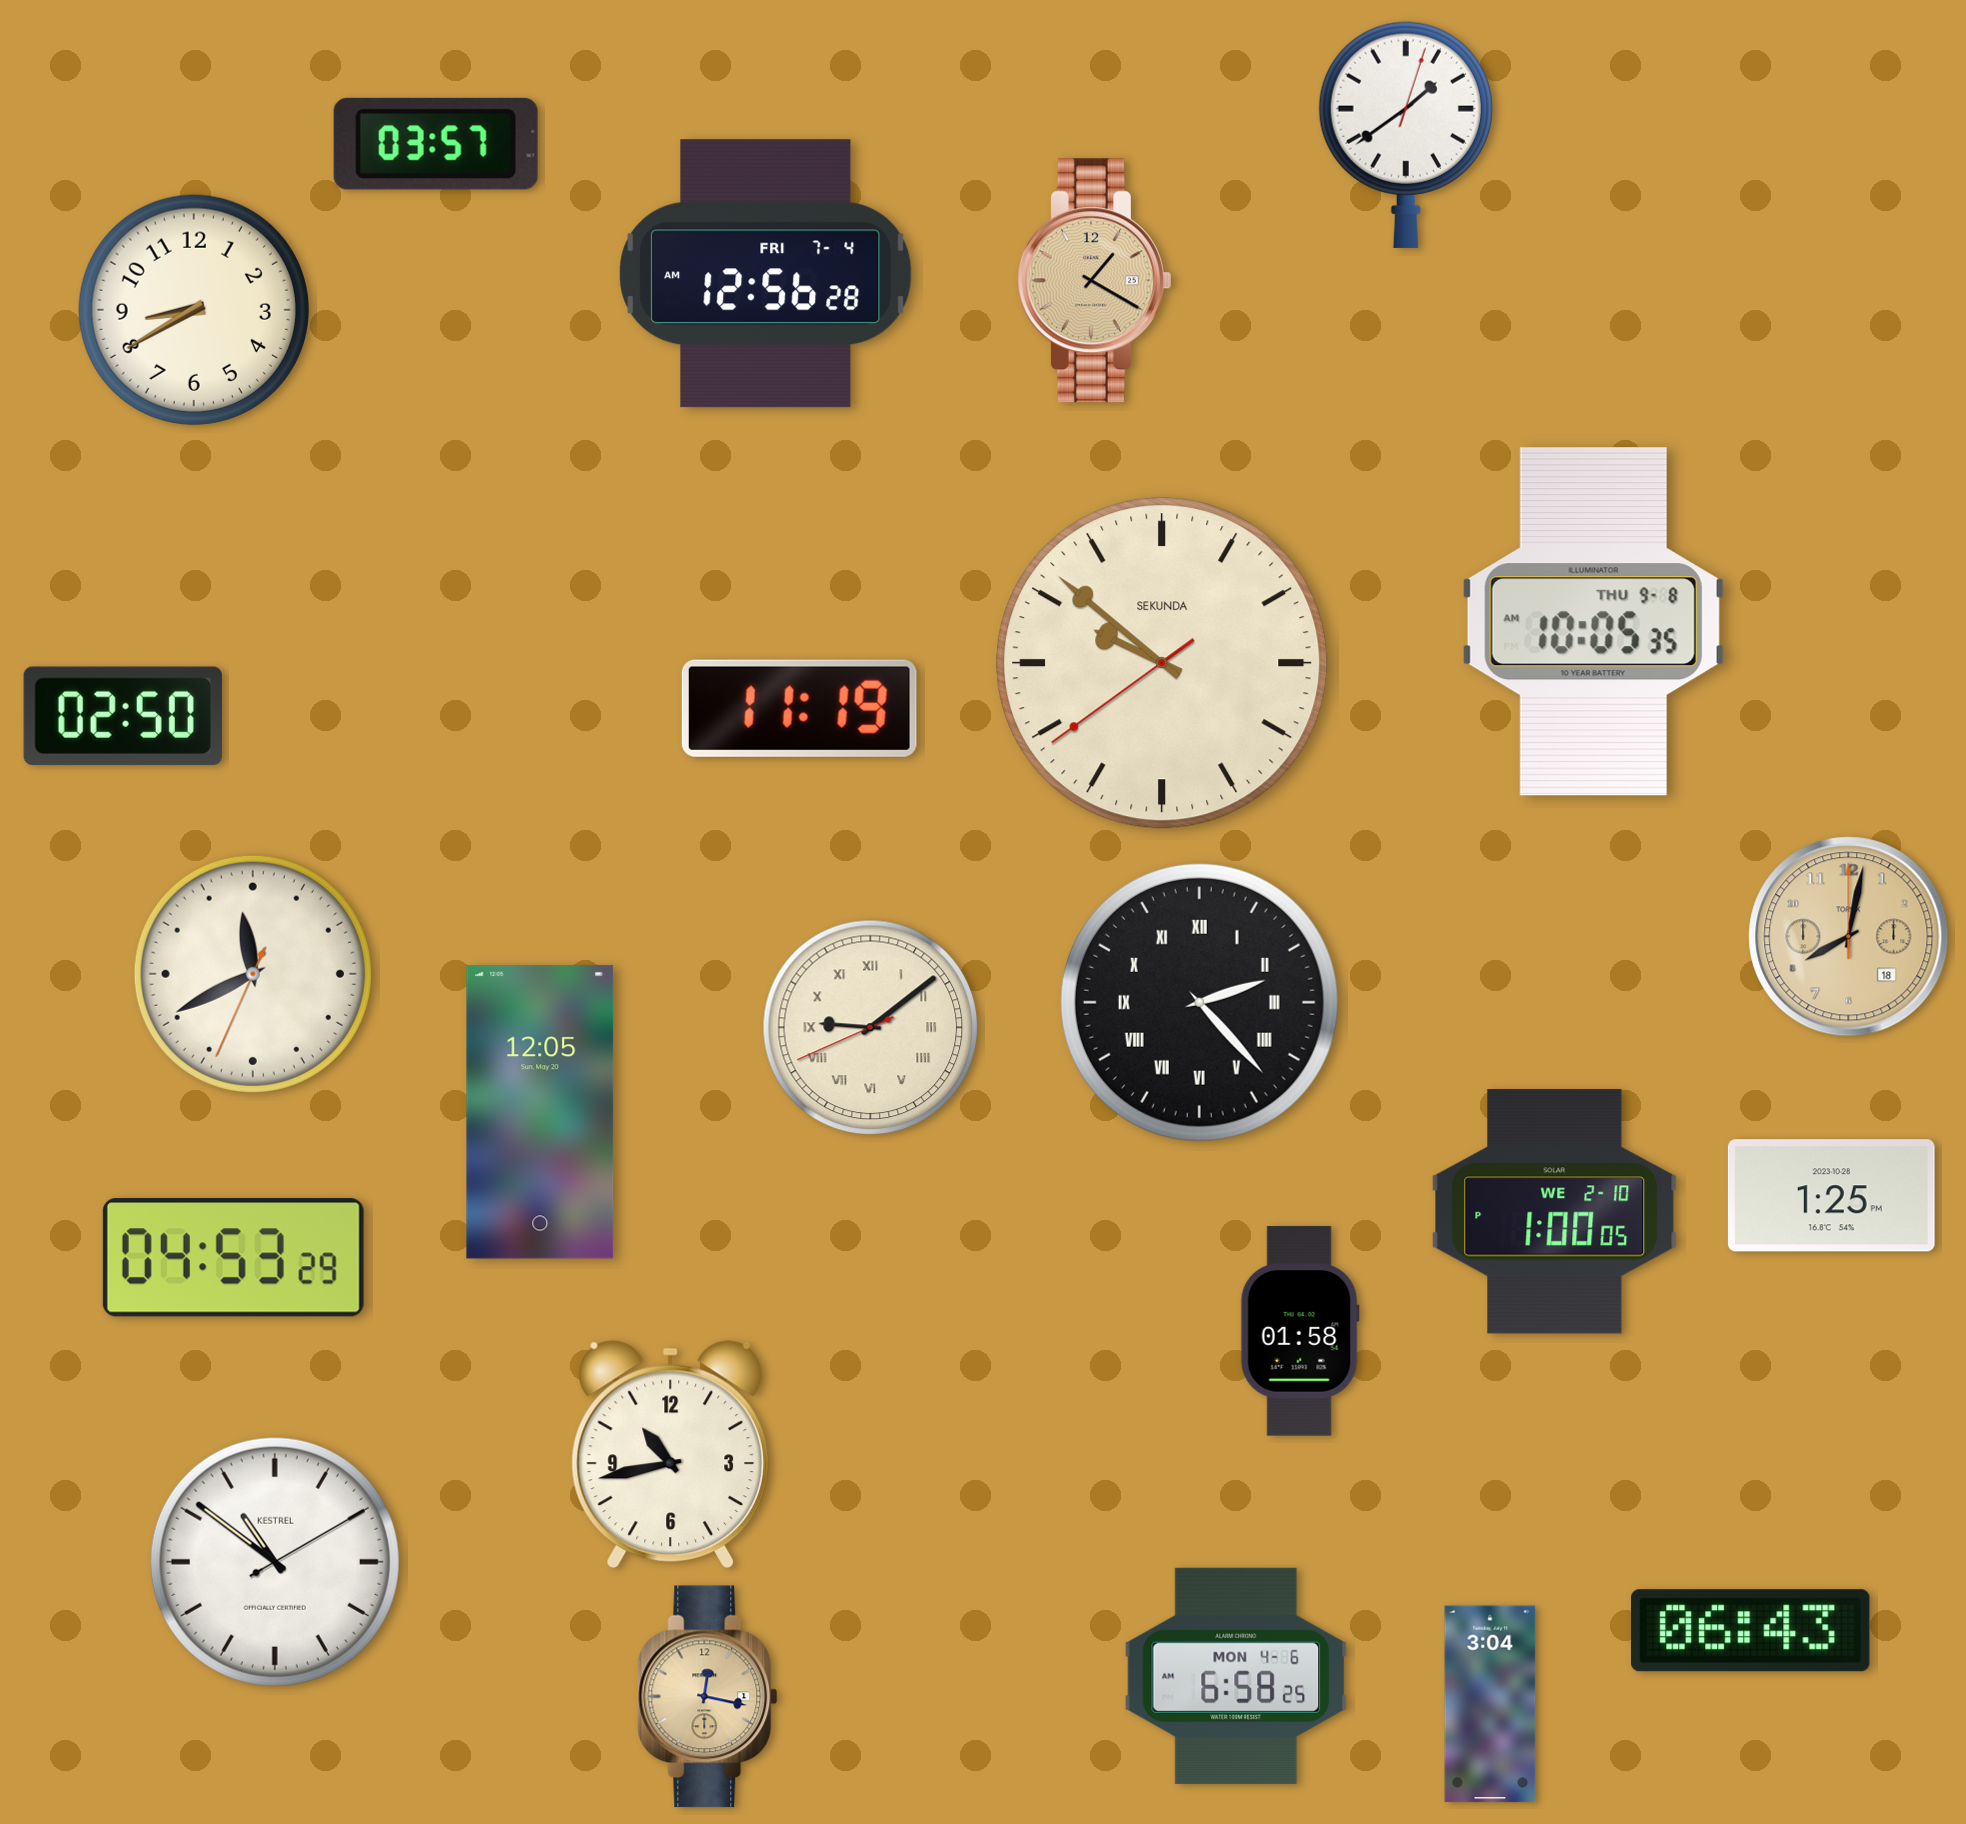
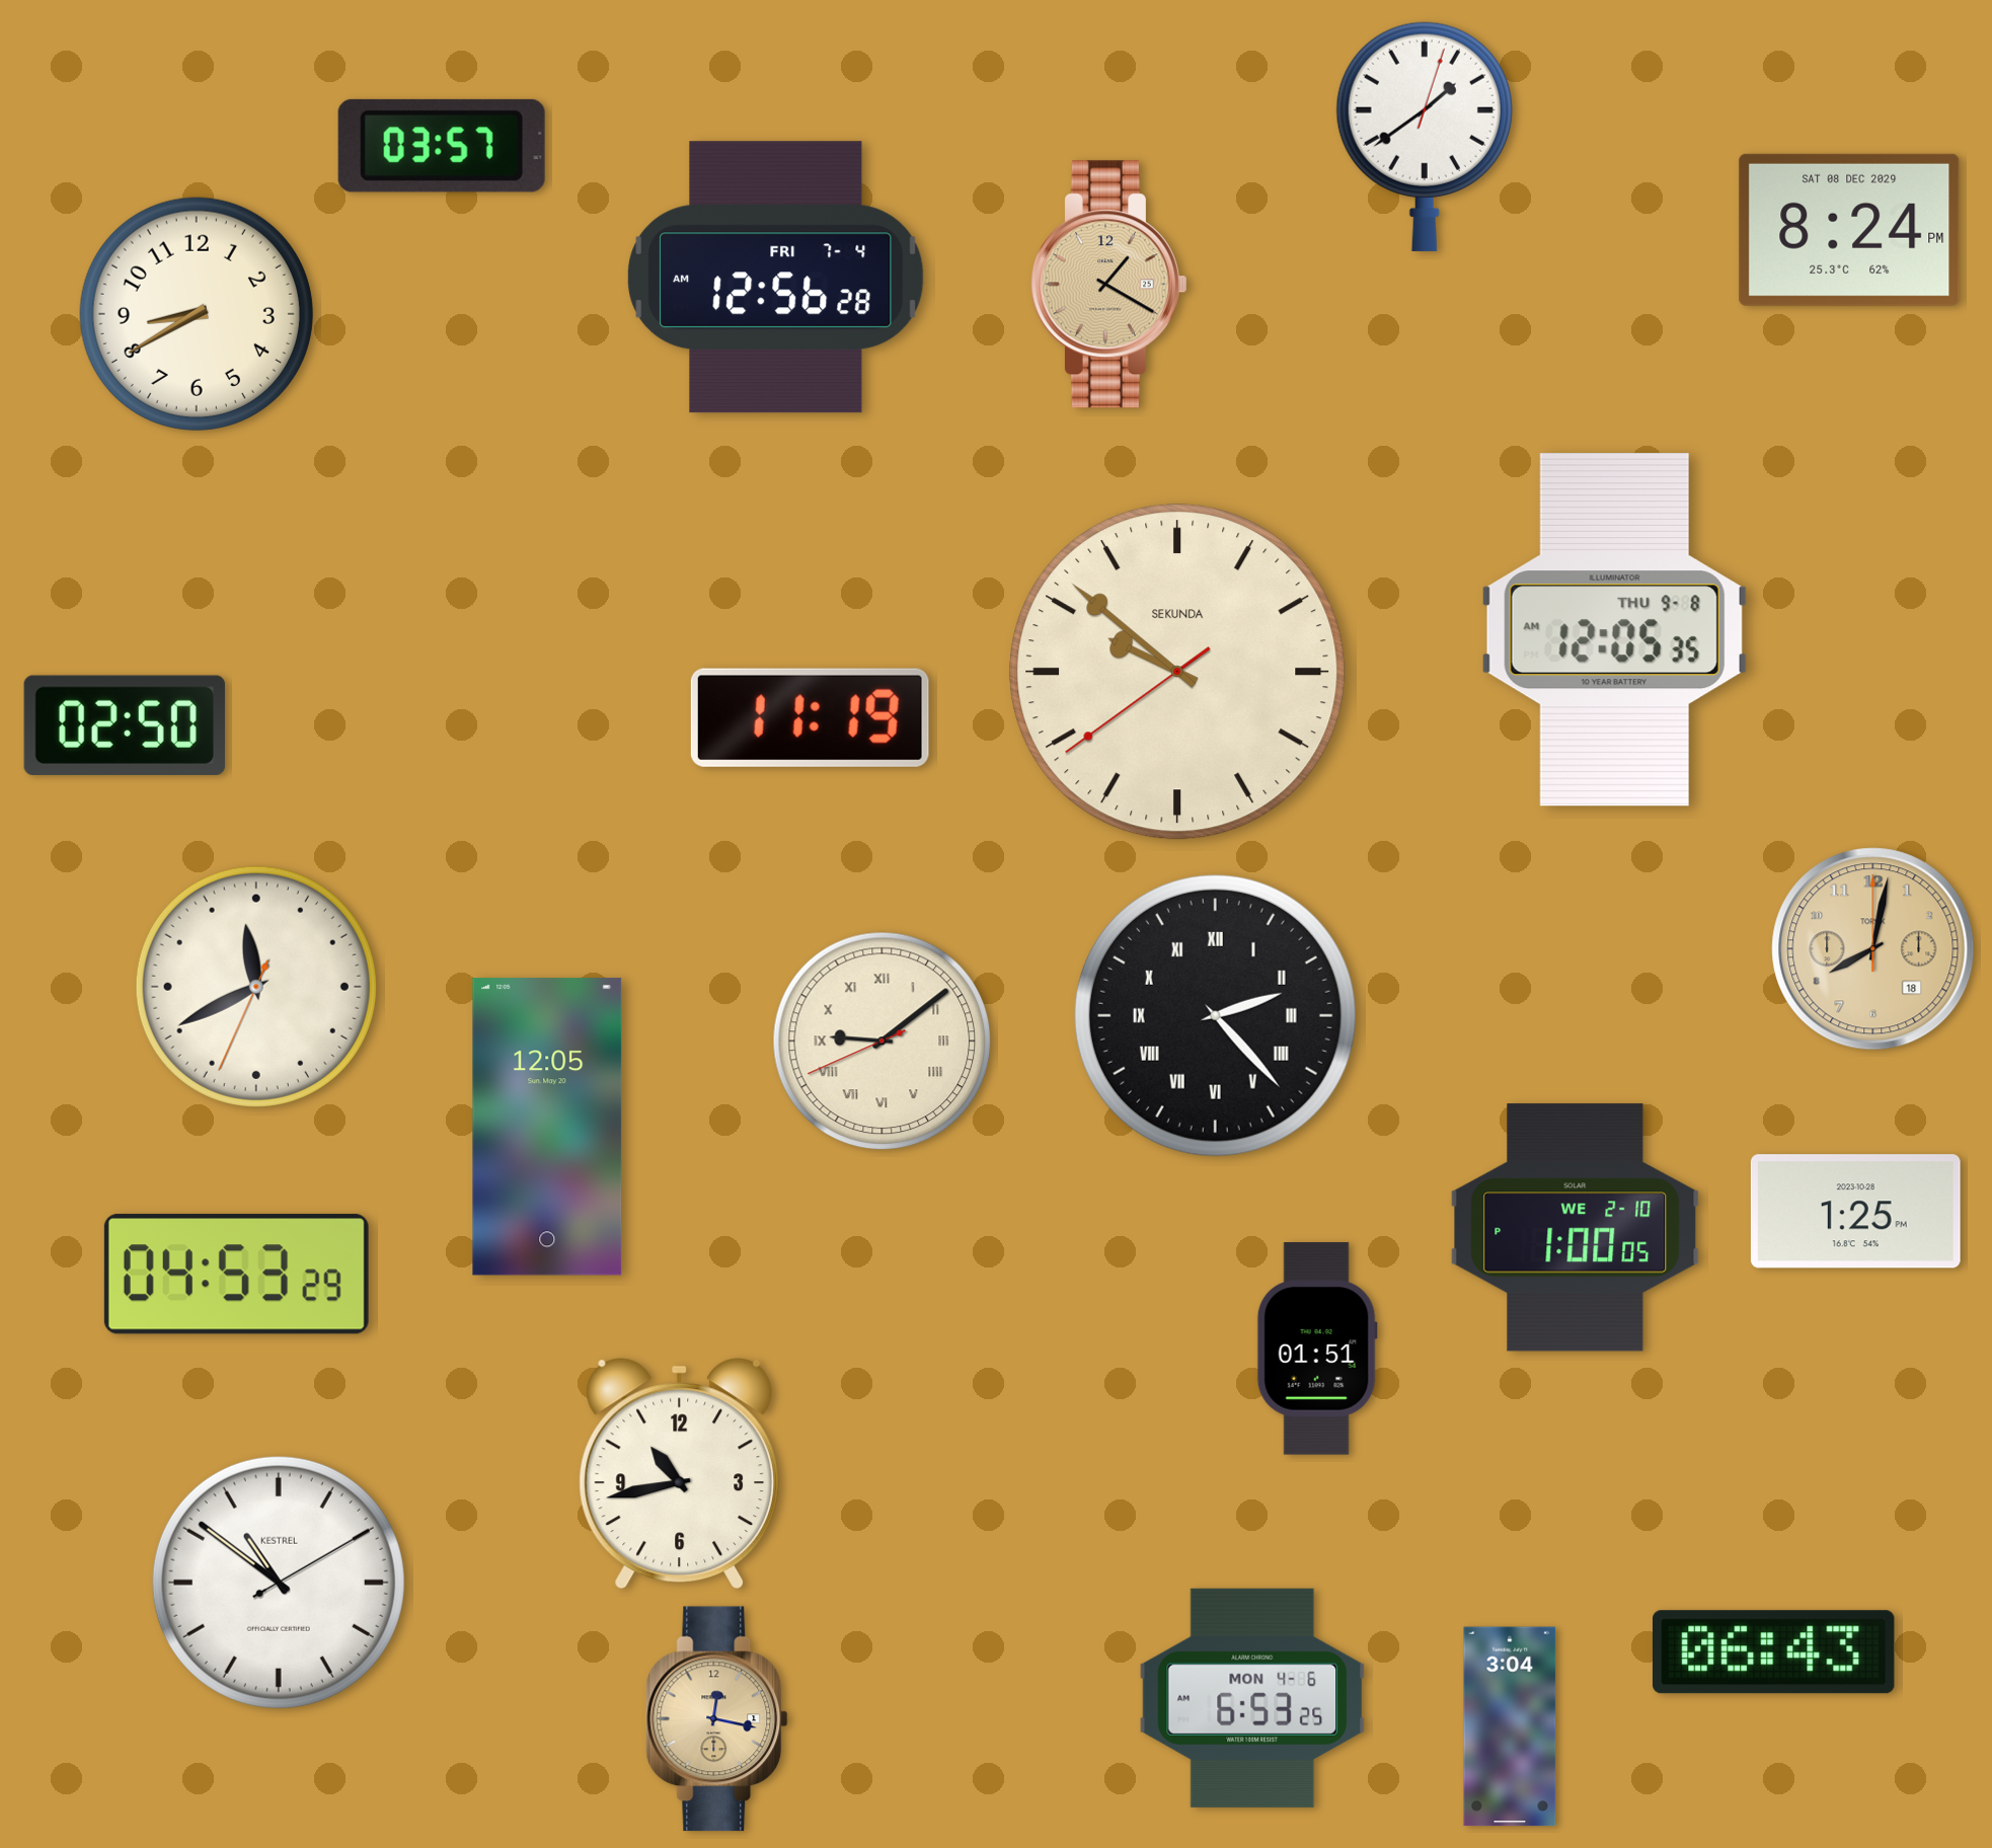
clock at (1849, 230): none -> 8:24
clock at (1593, 622): 10:05 -> 12:05
clock at (1300, 1331): 01:58 -> 01:51
clock at (1236, 1676): 6:58 -> 6:53
